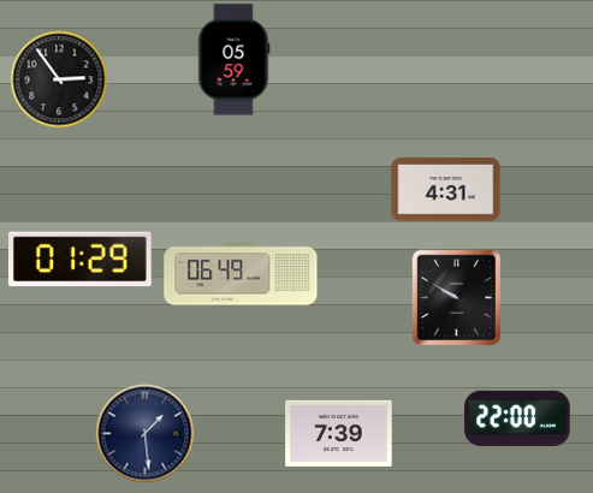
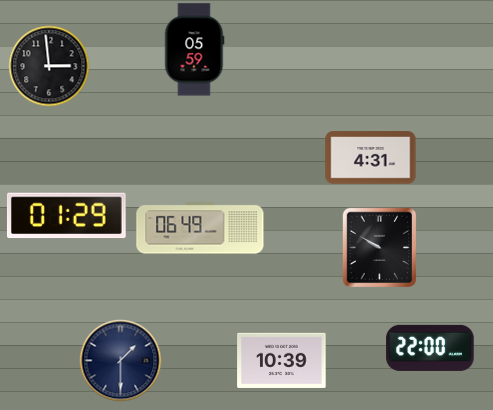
clock at (59, 79): 2:54 -> 2:59
clock at (339, 433): 7:39 -> 10:39
clock at (146, 434): 1:29 -> 1:30
